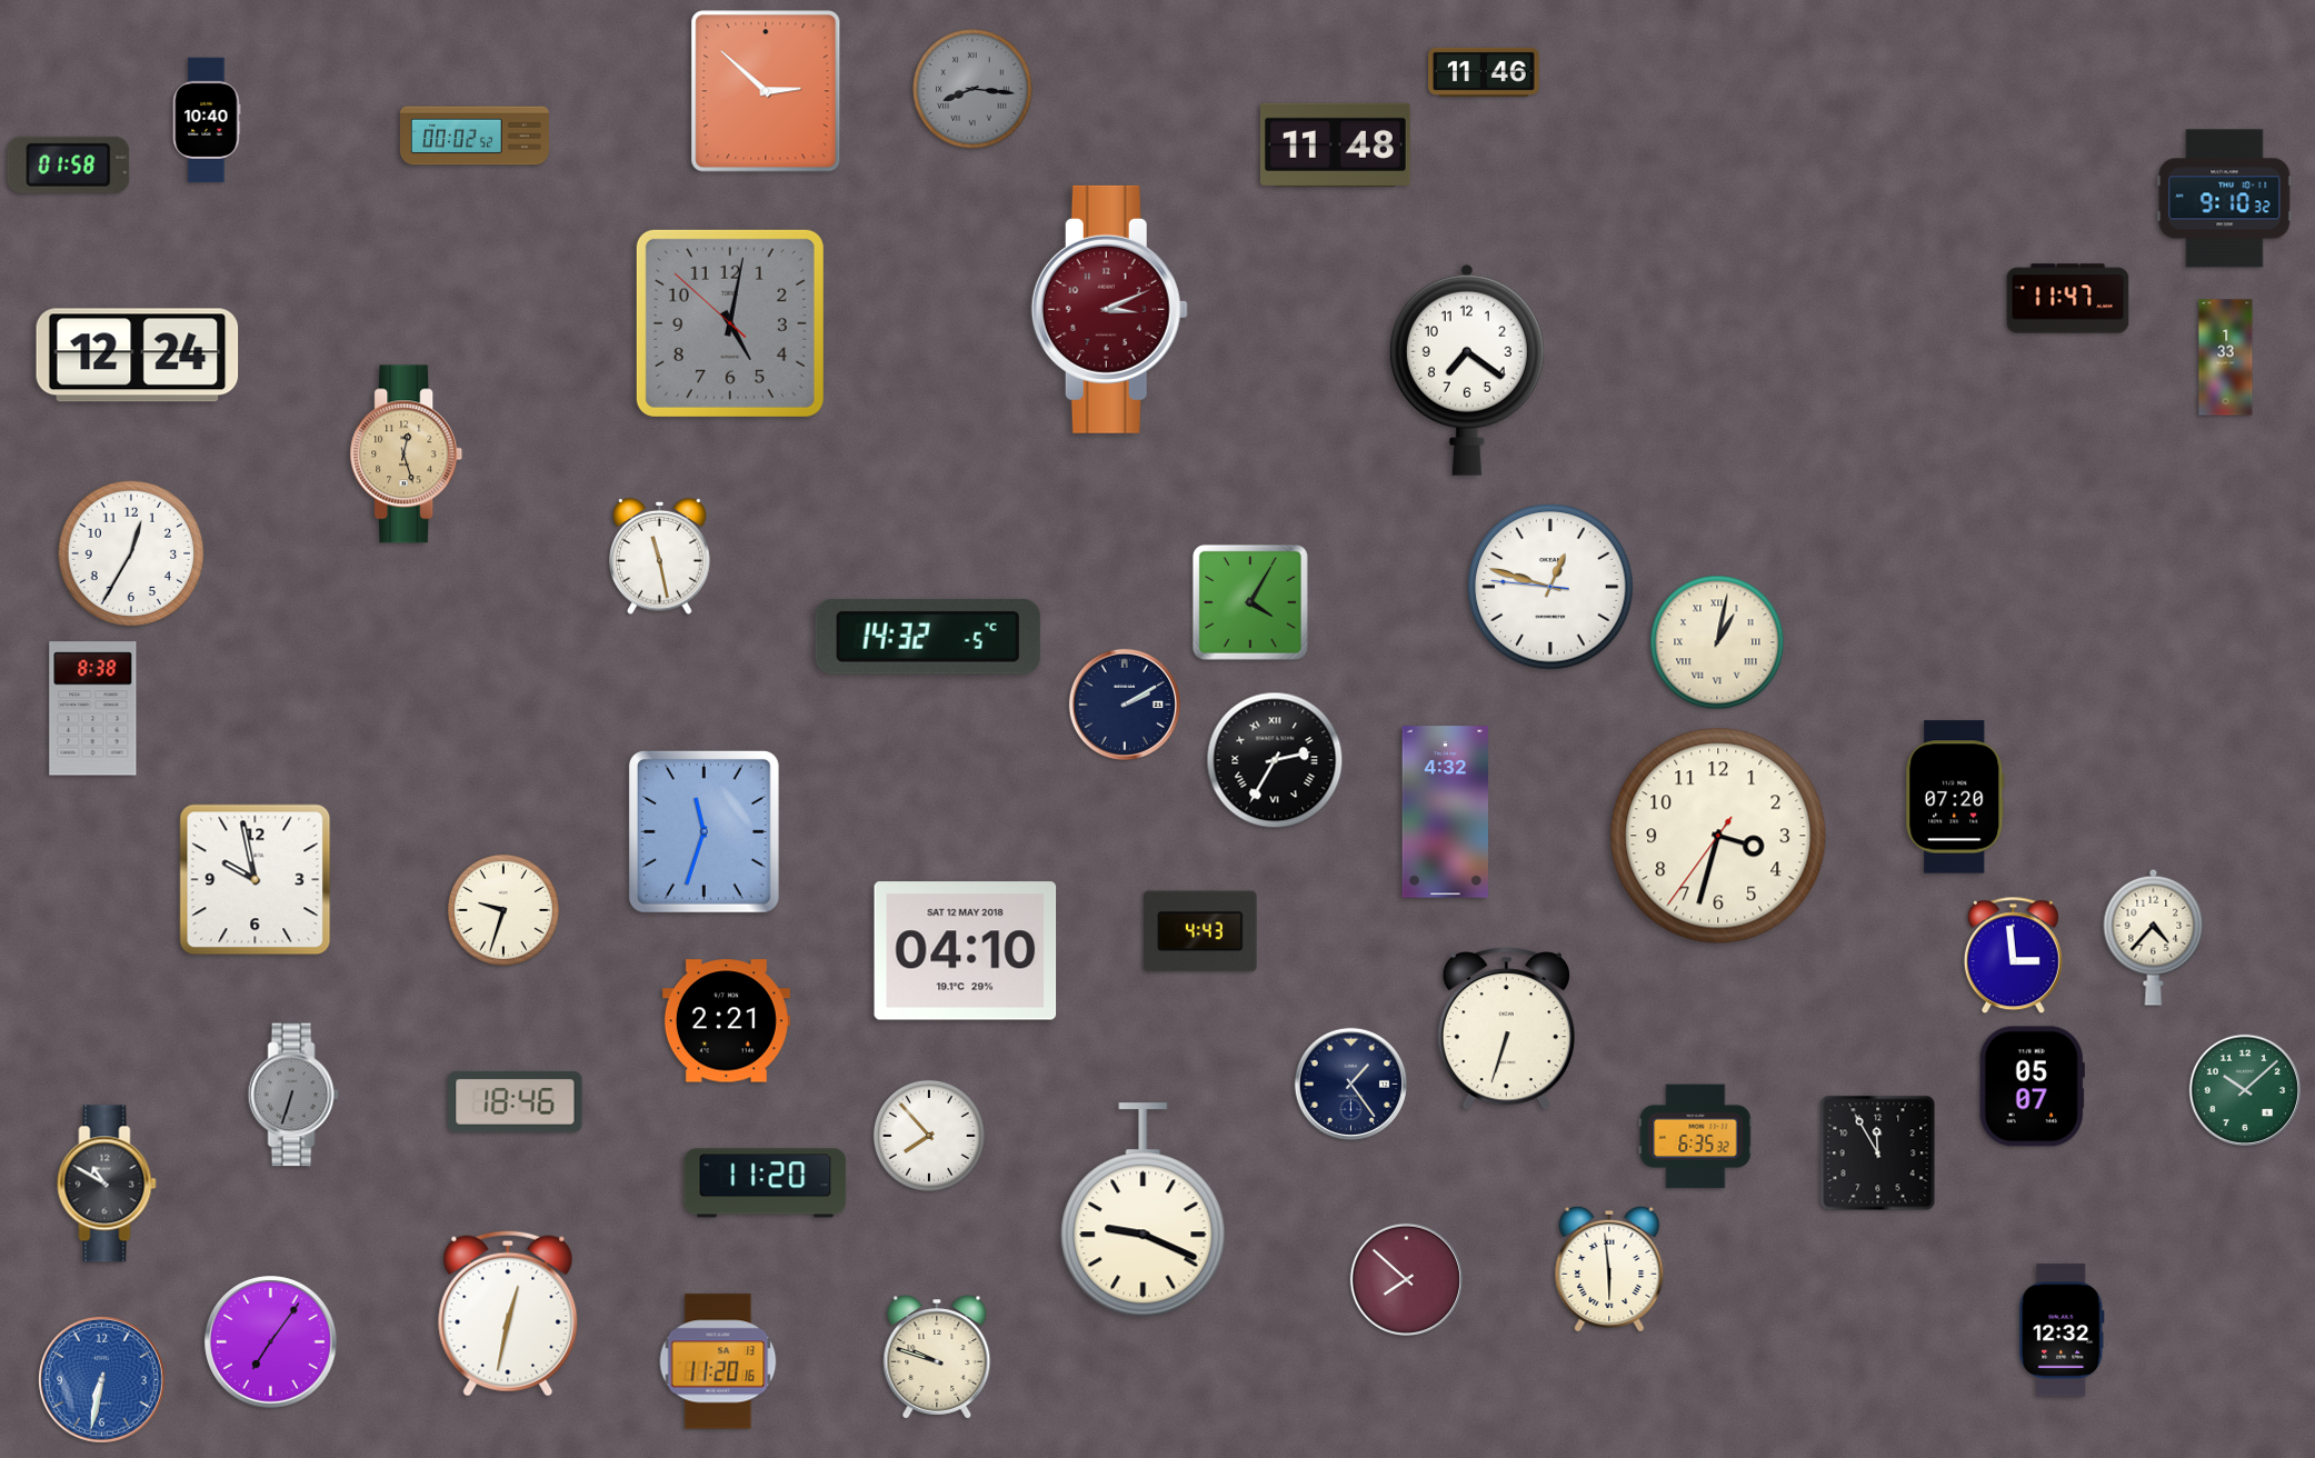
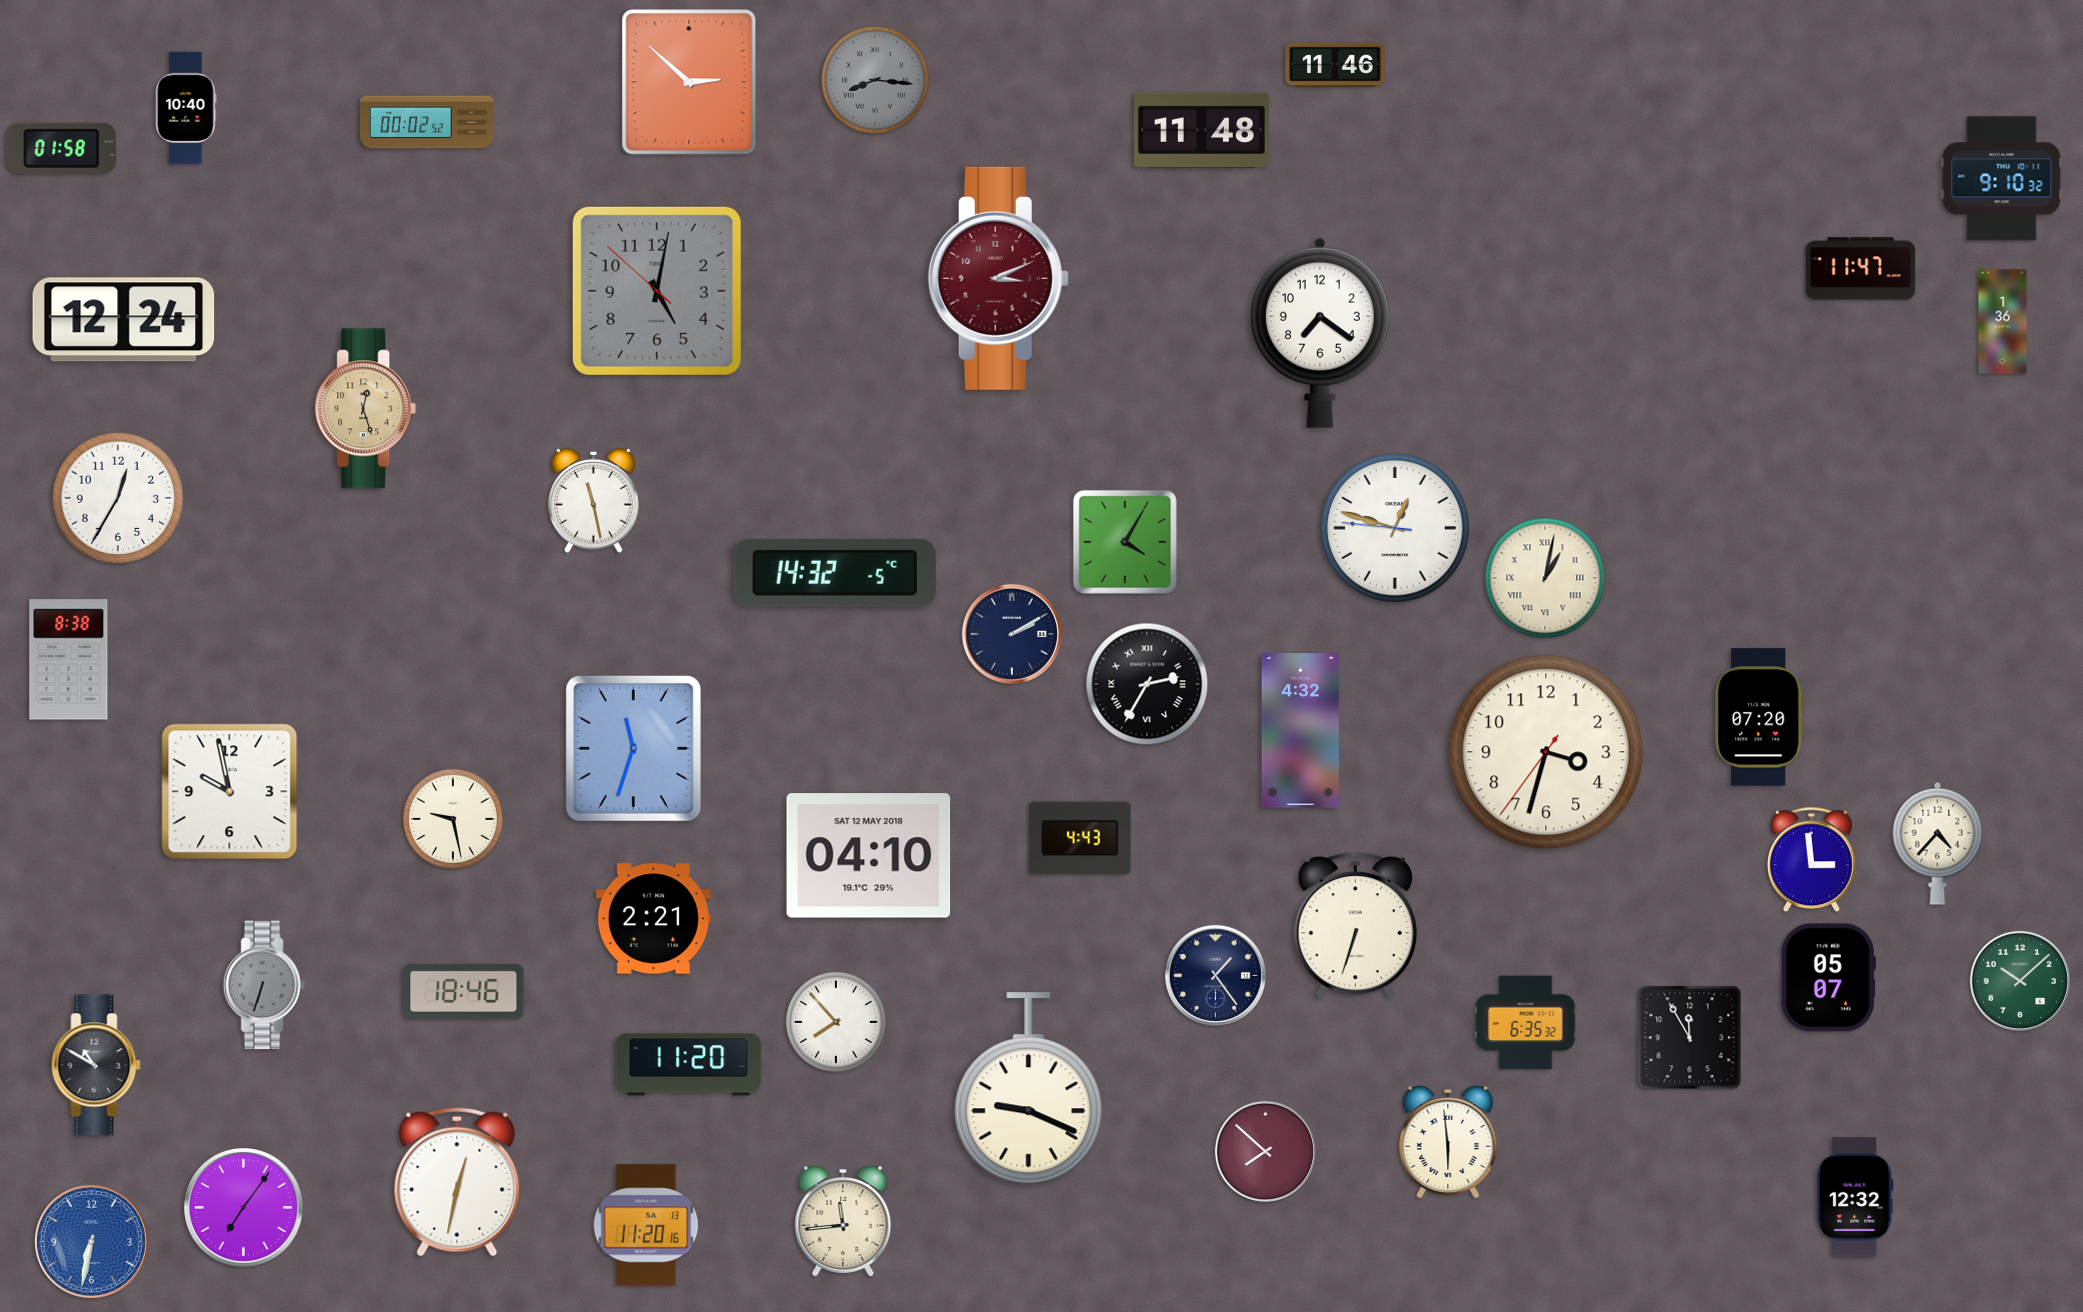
clock at (2226, 358): 1:33 -> 1:36
clock at (93, 709) position: (93, 709) -> (69, 660)
clock at (503, 910): 9:33 -> 9:28
clock at (937, 1357): 9:48 -> 11:44
